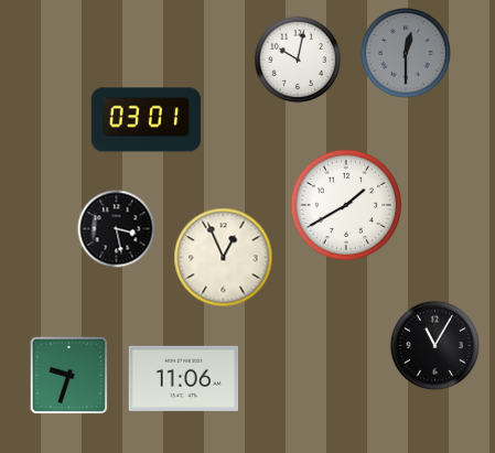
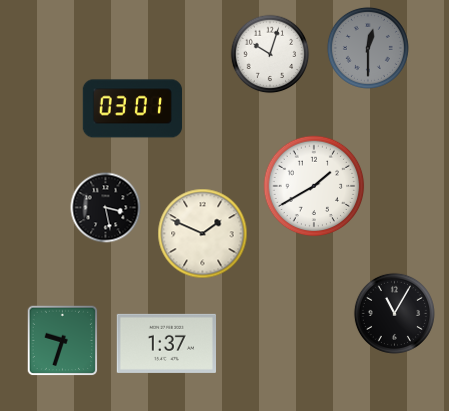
clock at (298, 60): 10:02 -> 10:03
clock at (224, 258): 12:56 -> 1:49
clock at (183, 378): 11:06 -> 1:37
